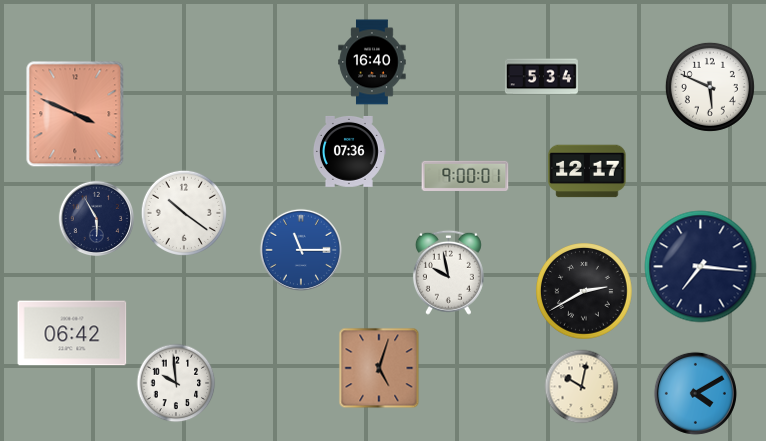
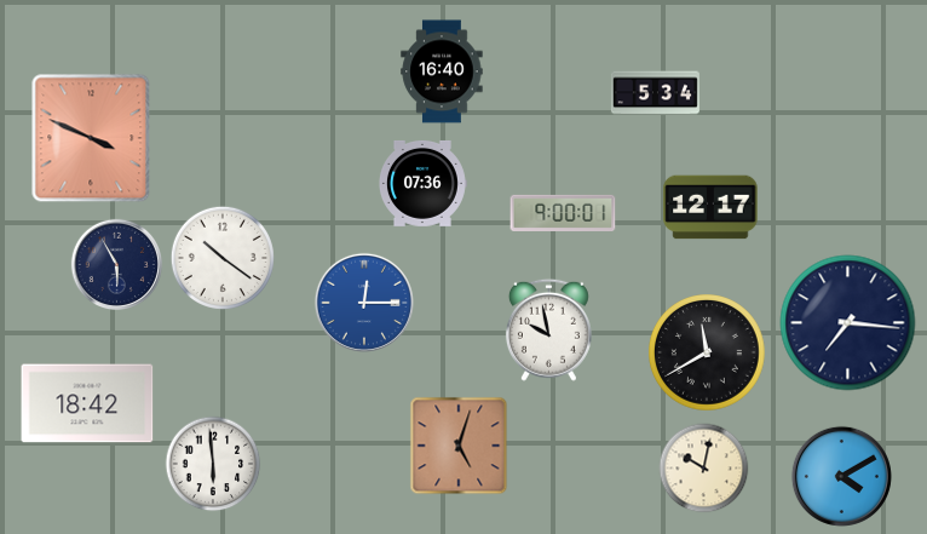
clock at (372, 62) position: (372, 62) -> (442, 71)
clock at (710, 87): 5:49 -> none
clock at (301, 250): 11:15 -> 12:15
clock at (448, 272) position: (448, 272) -> (548, 329)
clock at (584, 291): 2:40 -> 11:40
clock at (72, 333): 06:42 -> 18:42
clock at (176, 383): 9:59 -> 5:59
